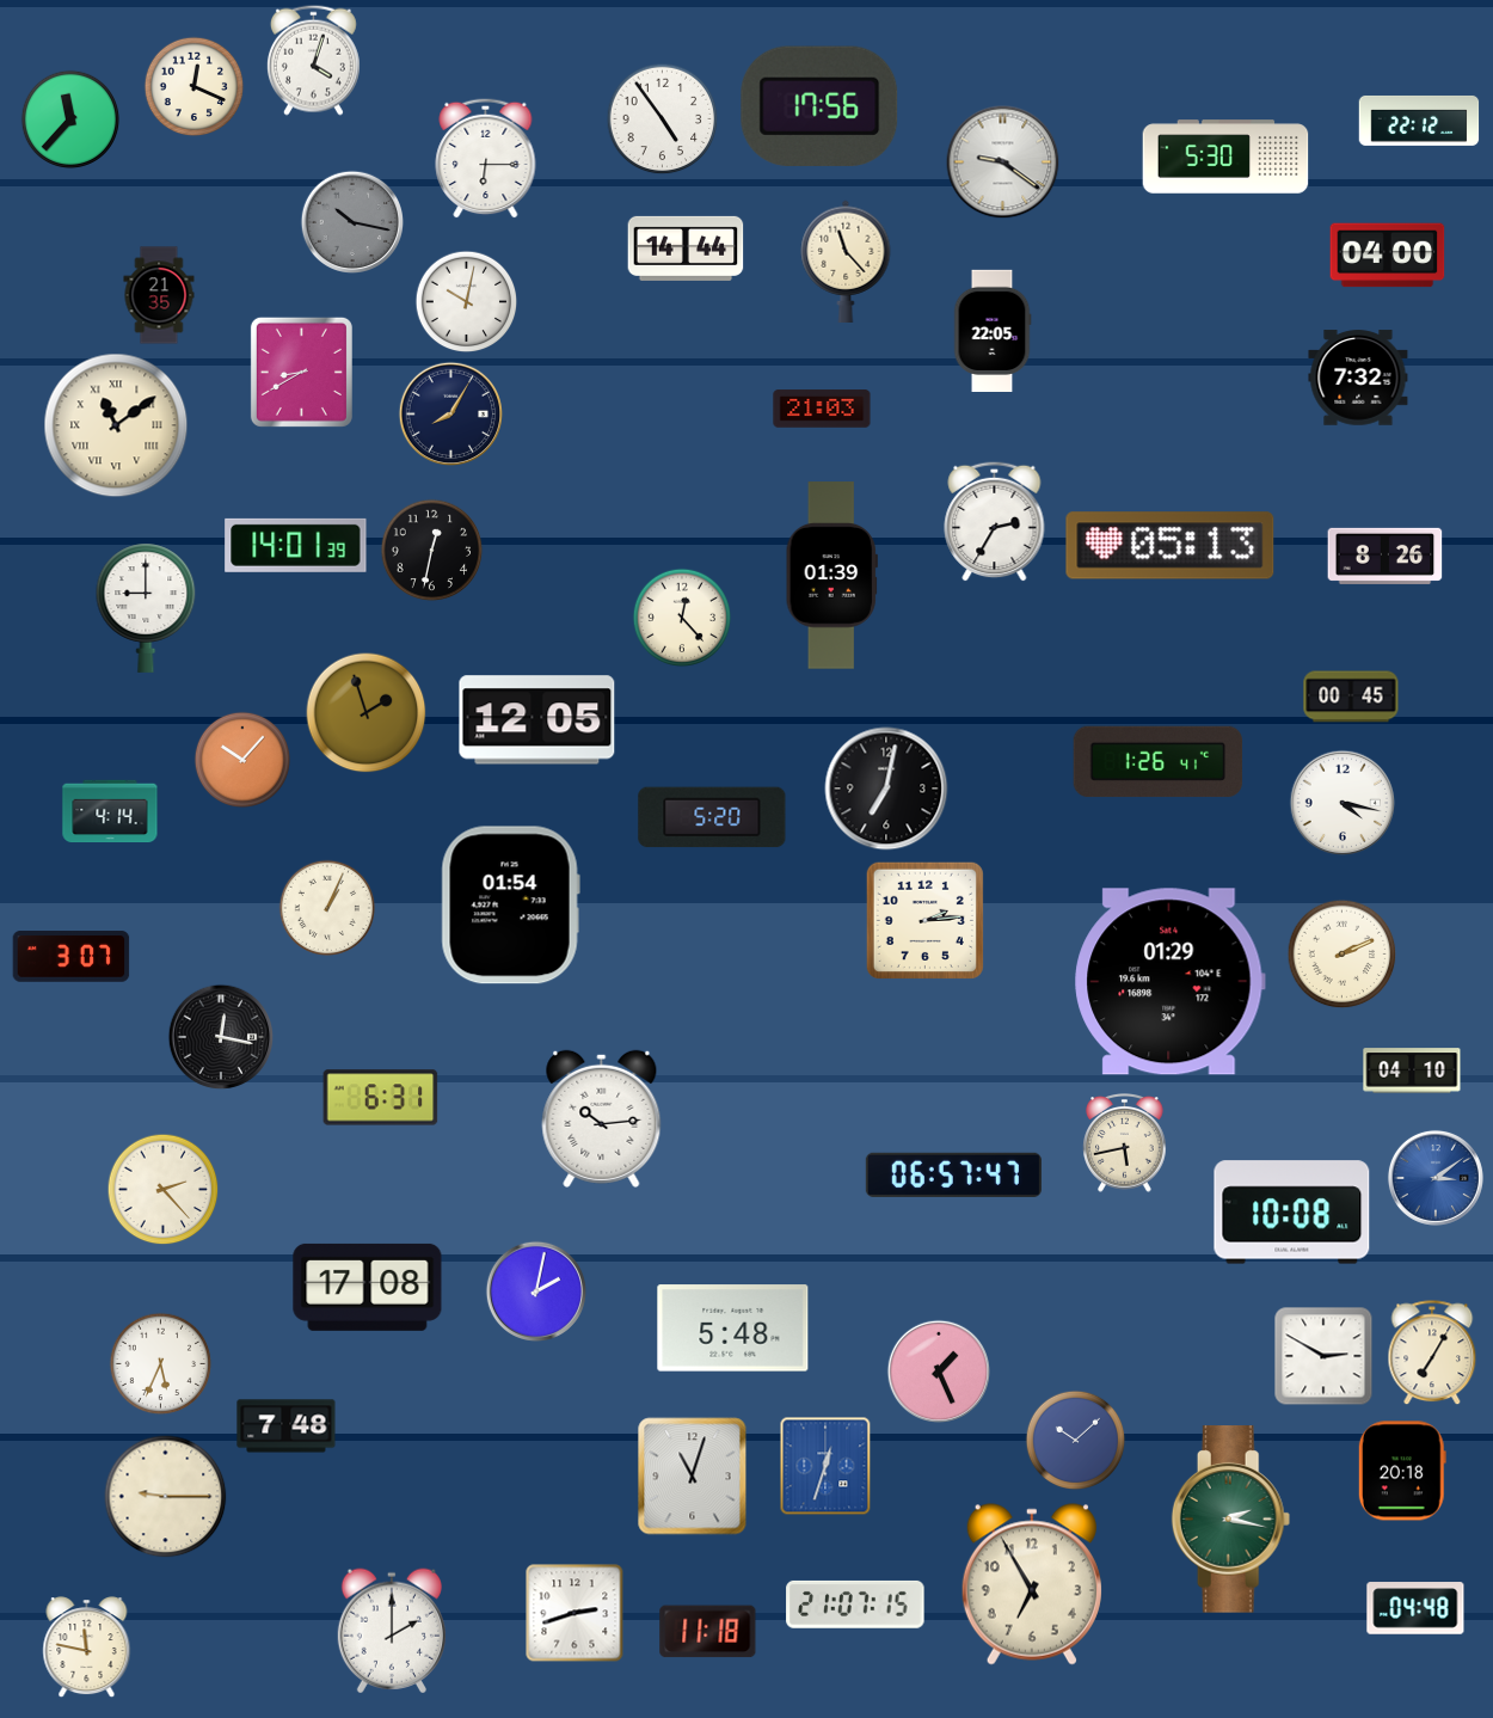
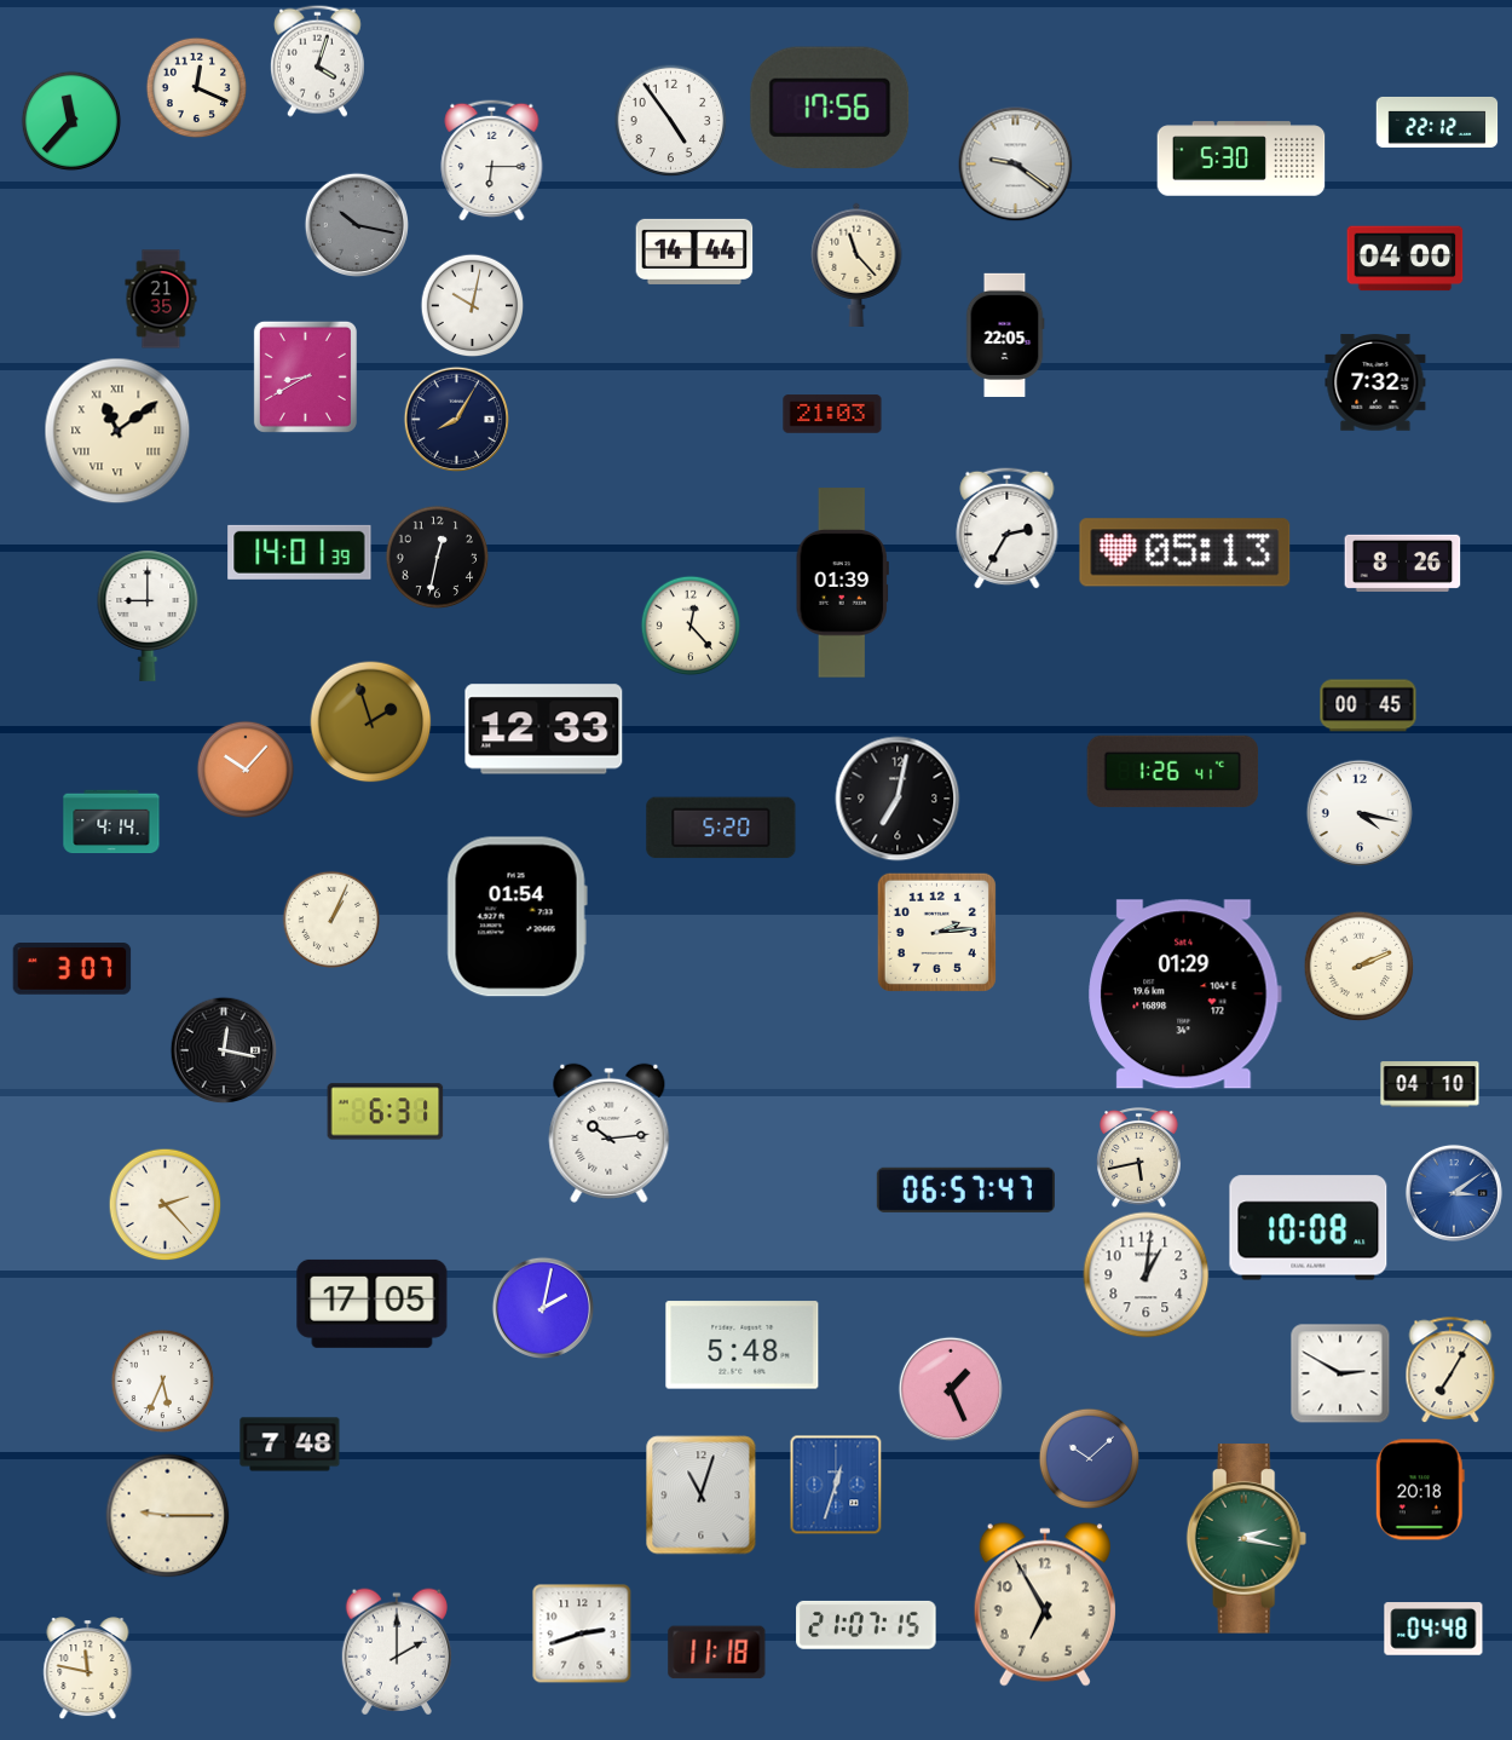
clock at (537, 720): 12:05 -> 12:33
clock at (1147, 1275): none -> 1:01
clock at (368, 1287): 17:08 -> 17:05
